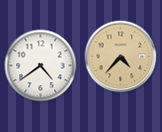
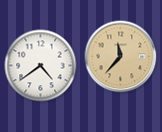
clock at (121, 57): 4:37 -> 11:37
